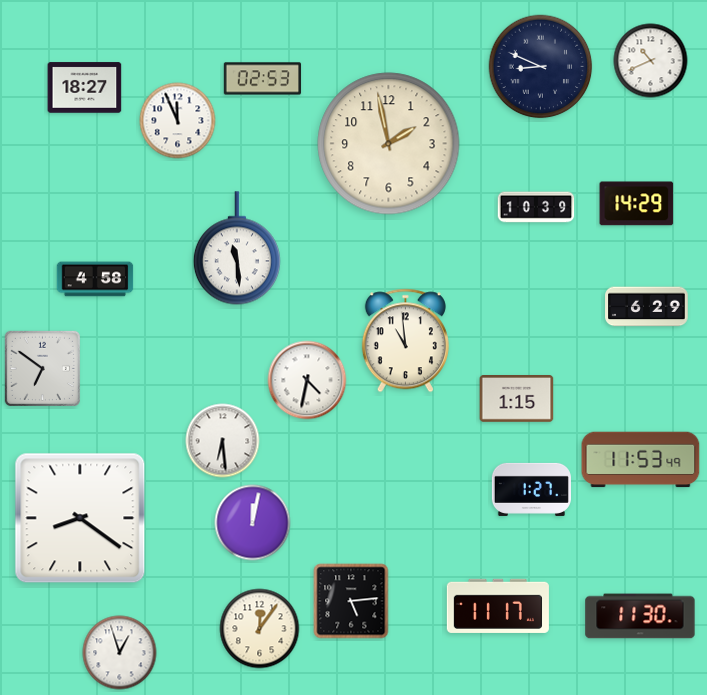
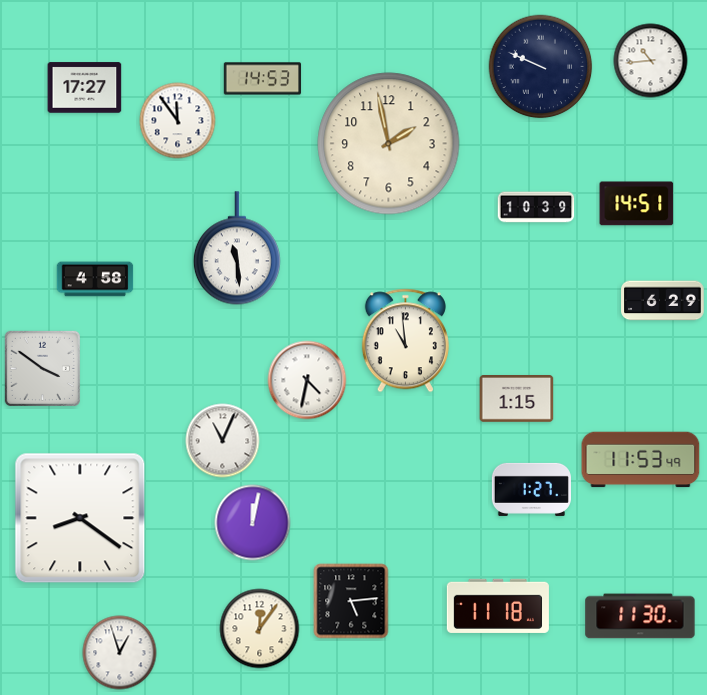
clock at (651, 61): 10:41 -> 10:44
clock at (541, 67): 8:49 -> 9:49
clock at (263, 79): 02:53 -> 14:53
clock at (85, 88): 18:27 -> 17:27
clock at (178, 121): 11:56 -> 11:54
clock at (637, 204): 14:29 -> 14:51
clock at (647, 307) position: (647, 307) -> (663, 301)
clock at (42, 368): 6:51 -> 3:51
clock at (223, 441): 6:29 -> 11:04
clock at (498, 606): 11:17 -> 11:18
